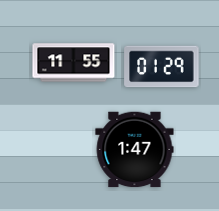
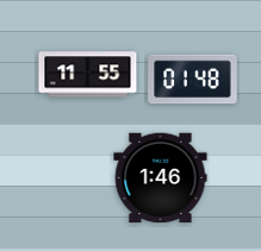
clock at (162, 67): 01:29 -> 01:48
clock at (135, 150): 1:47 -> 1:46
